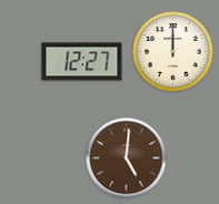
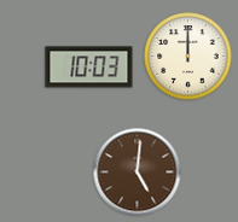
clock at (82, 62): 12:27 -> 10:03
